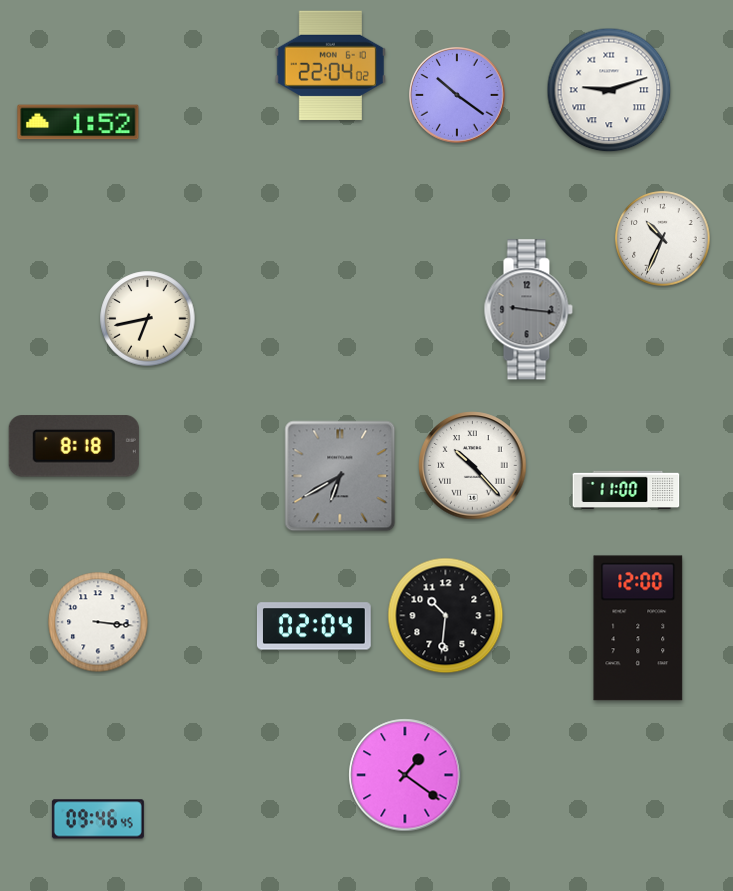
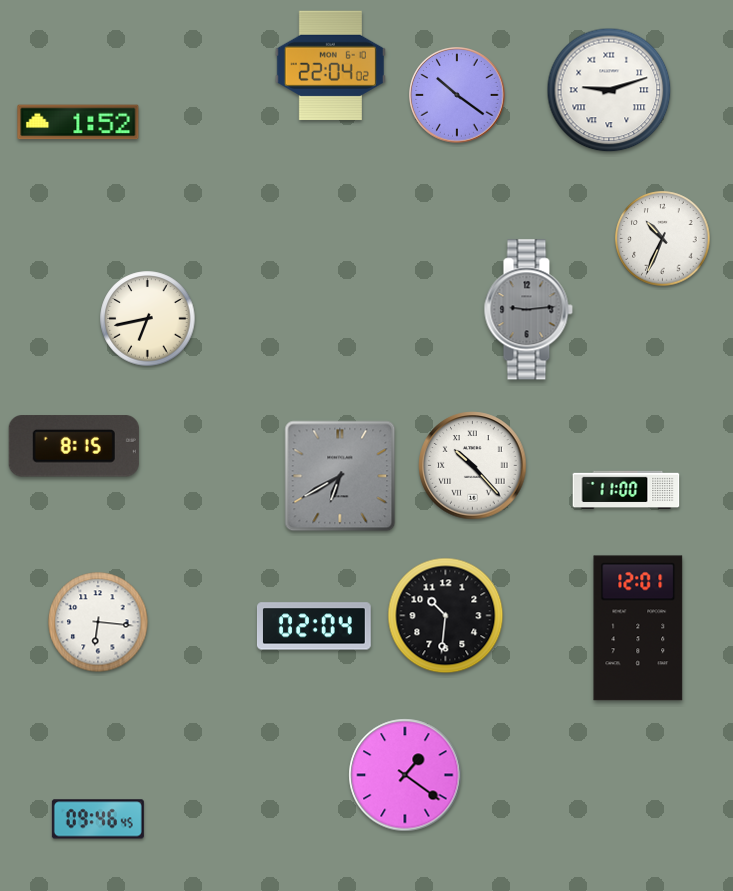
clock at (528, 310): 9:16 -> 9:14
clock at (74, 446): 8:18 -> 8:15
clock at (98, 622): 3:16 -> 6:16
clock at (638, 628): 12:00 -> 12:01
